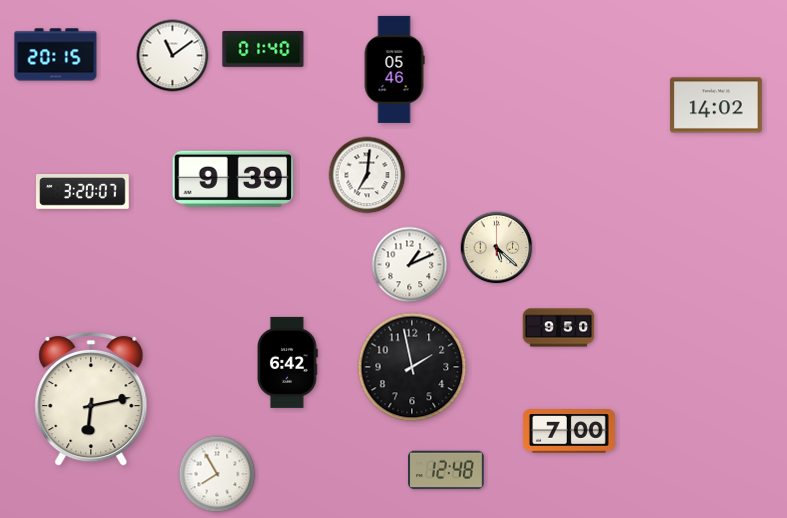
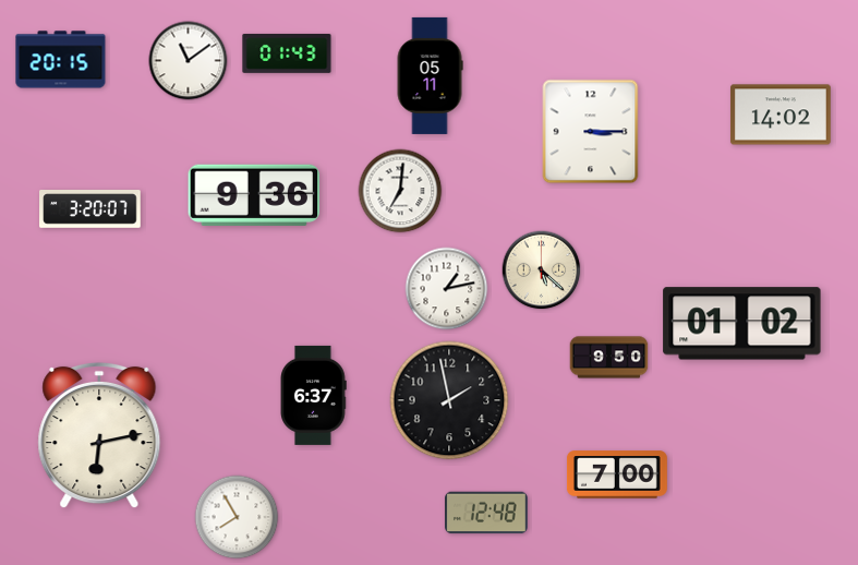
clock at (263, 49): 01:40 -> 01:43
clock at (394, 69): 05:46 -> 05:11
clock at (591, 132): none -> 3:15
clock at (233, 179): 9:39 -> 9:36
clock at (410, 265): 1:11 -> 1:13
clock at (742, 324): none -> 01:02
clock at (287, 362): 6:42 -> 6:37
clock at (569, 431) position: (569, 431) -> (617, 474)
